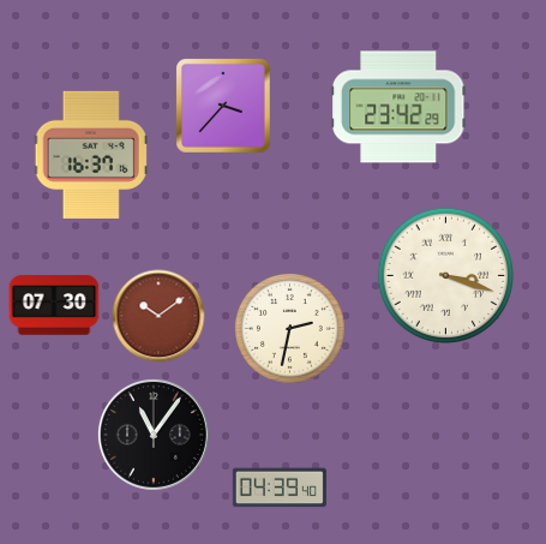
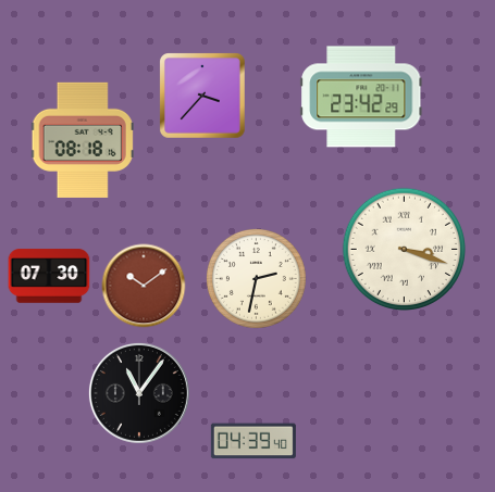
clock at (91, 155): 16:37 -> 08:18
clock at (289, 328) position: (289, 328) -> (256, 278)
